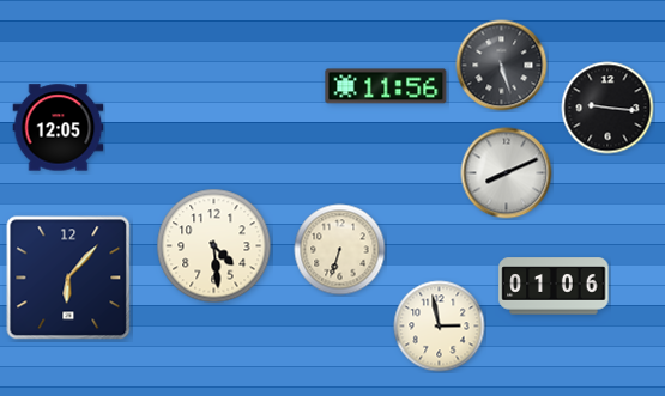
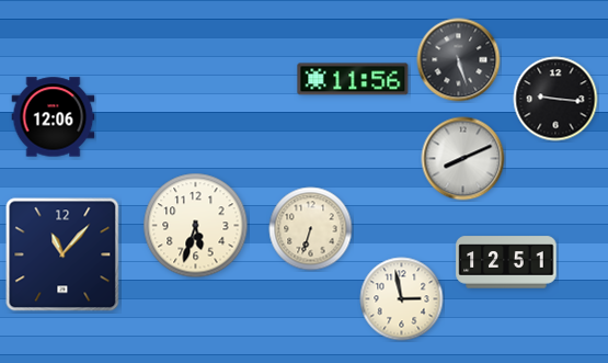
clock at (59, 128): 12:05 -> 12:06
clock at (214, 246): 4:29 -> 5:33
clock at (68, 278): 6:07 -> 11:07
clock at (554, 286): 01:06 -> 12:51
